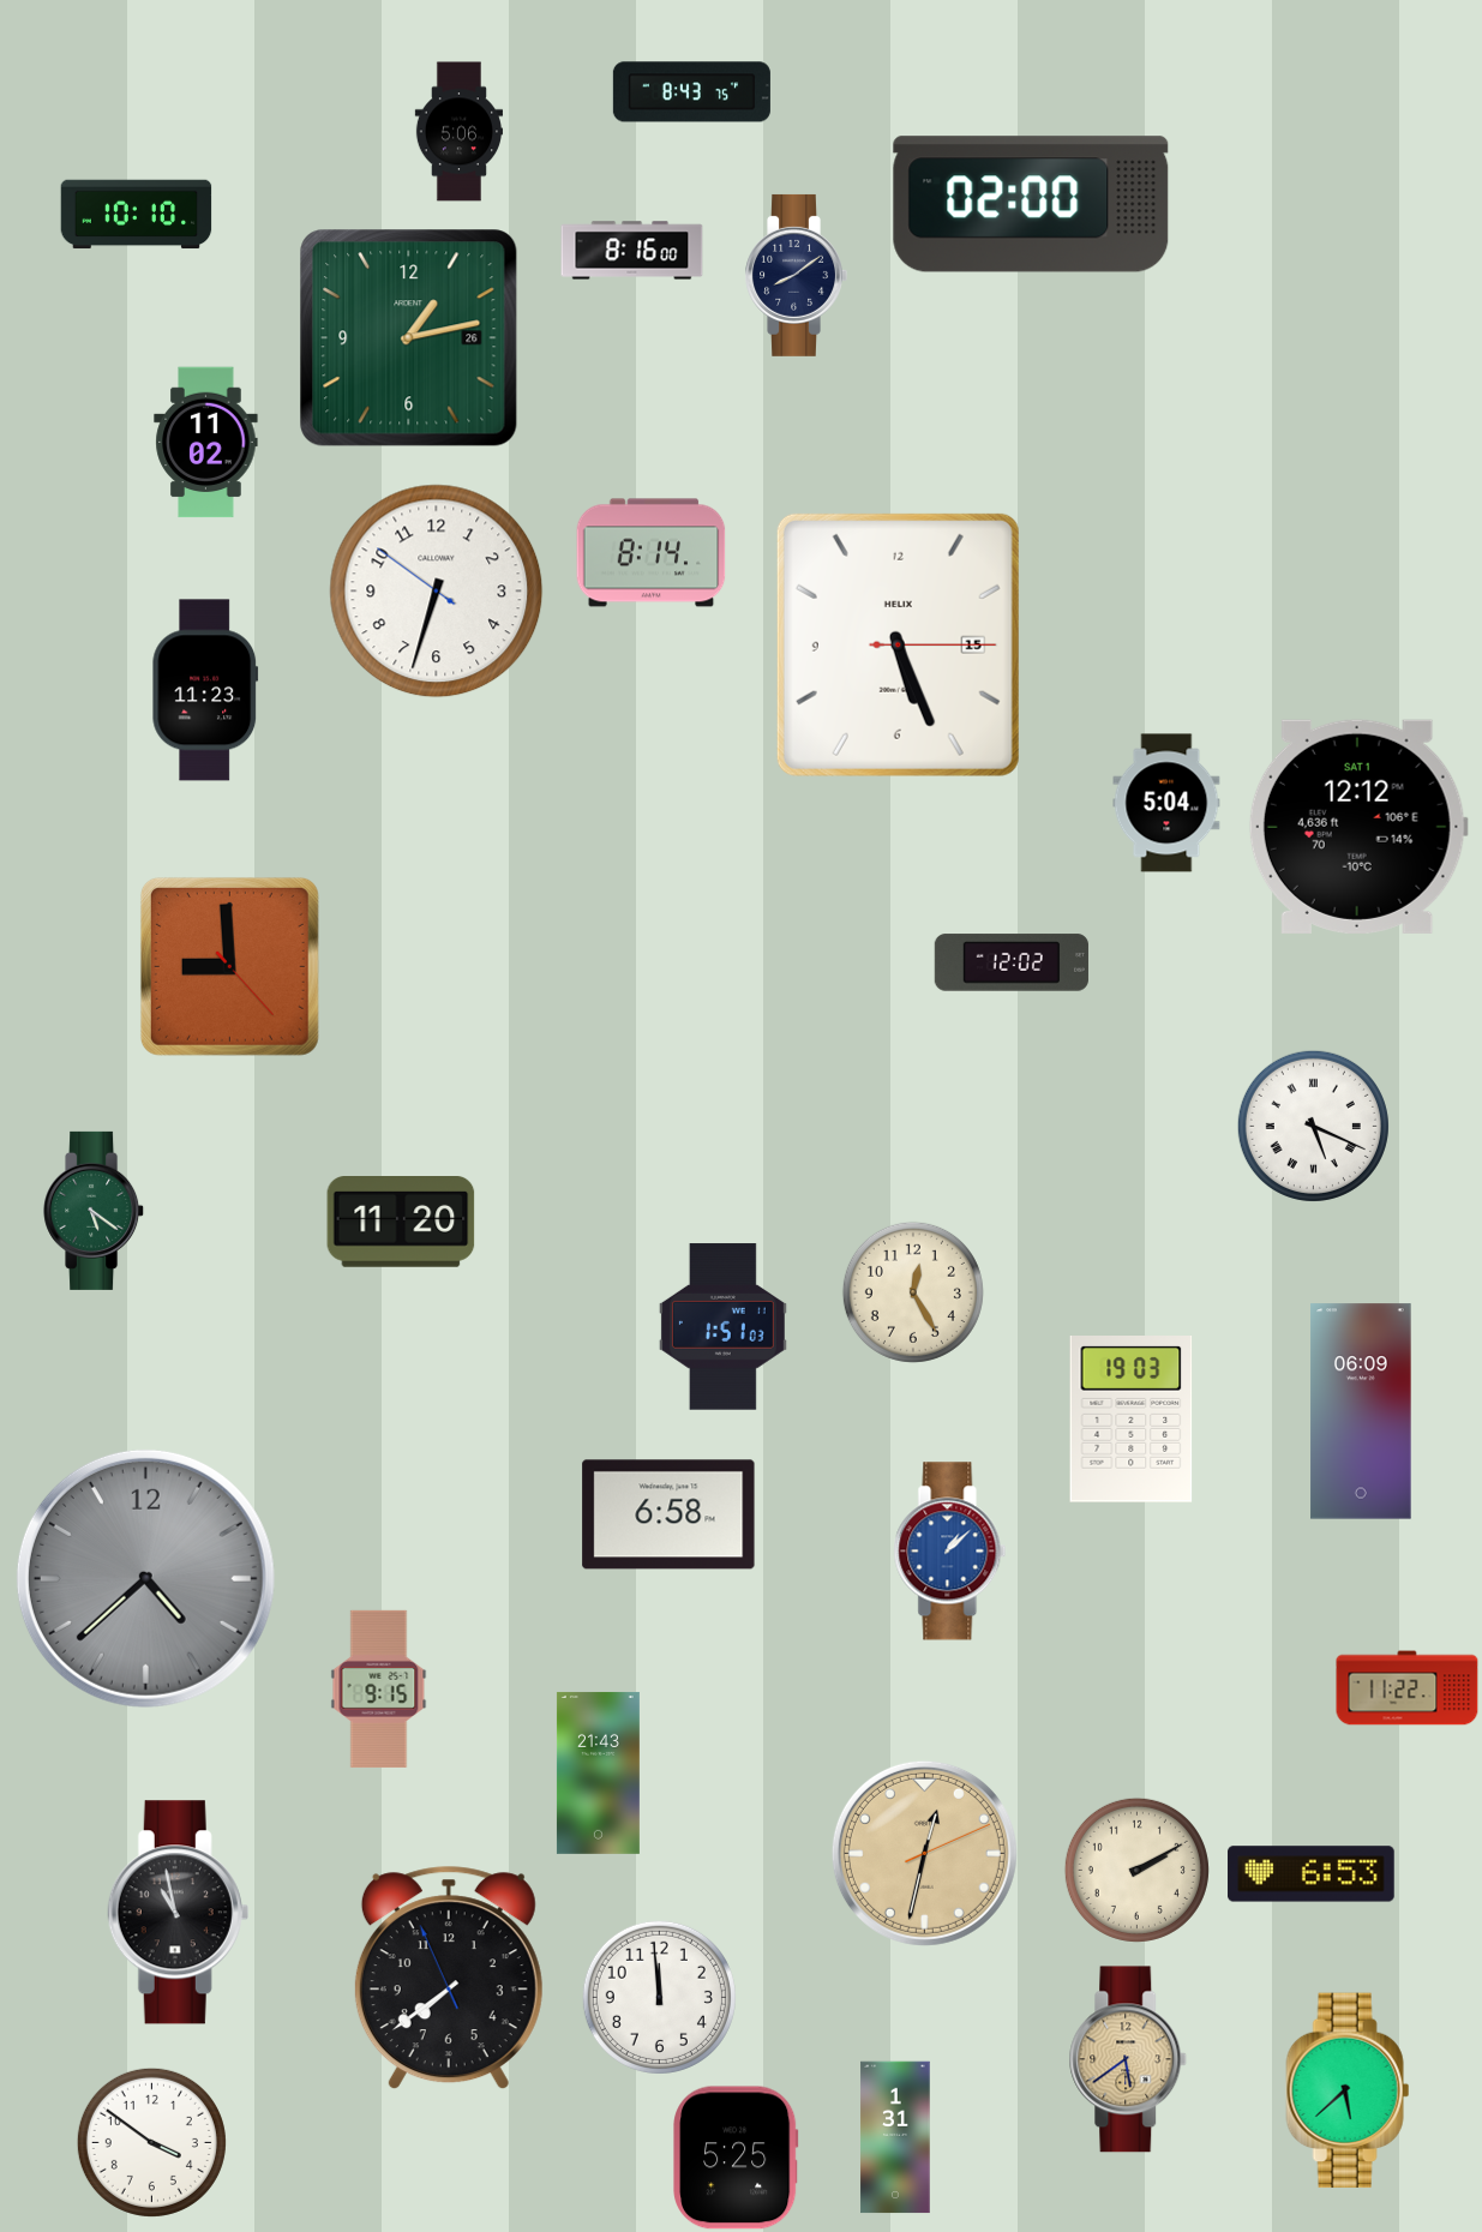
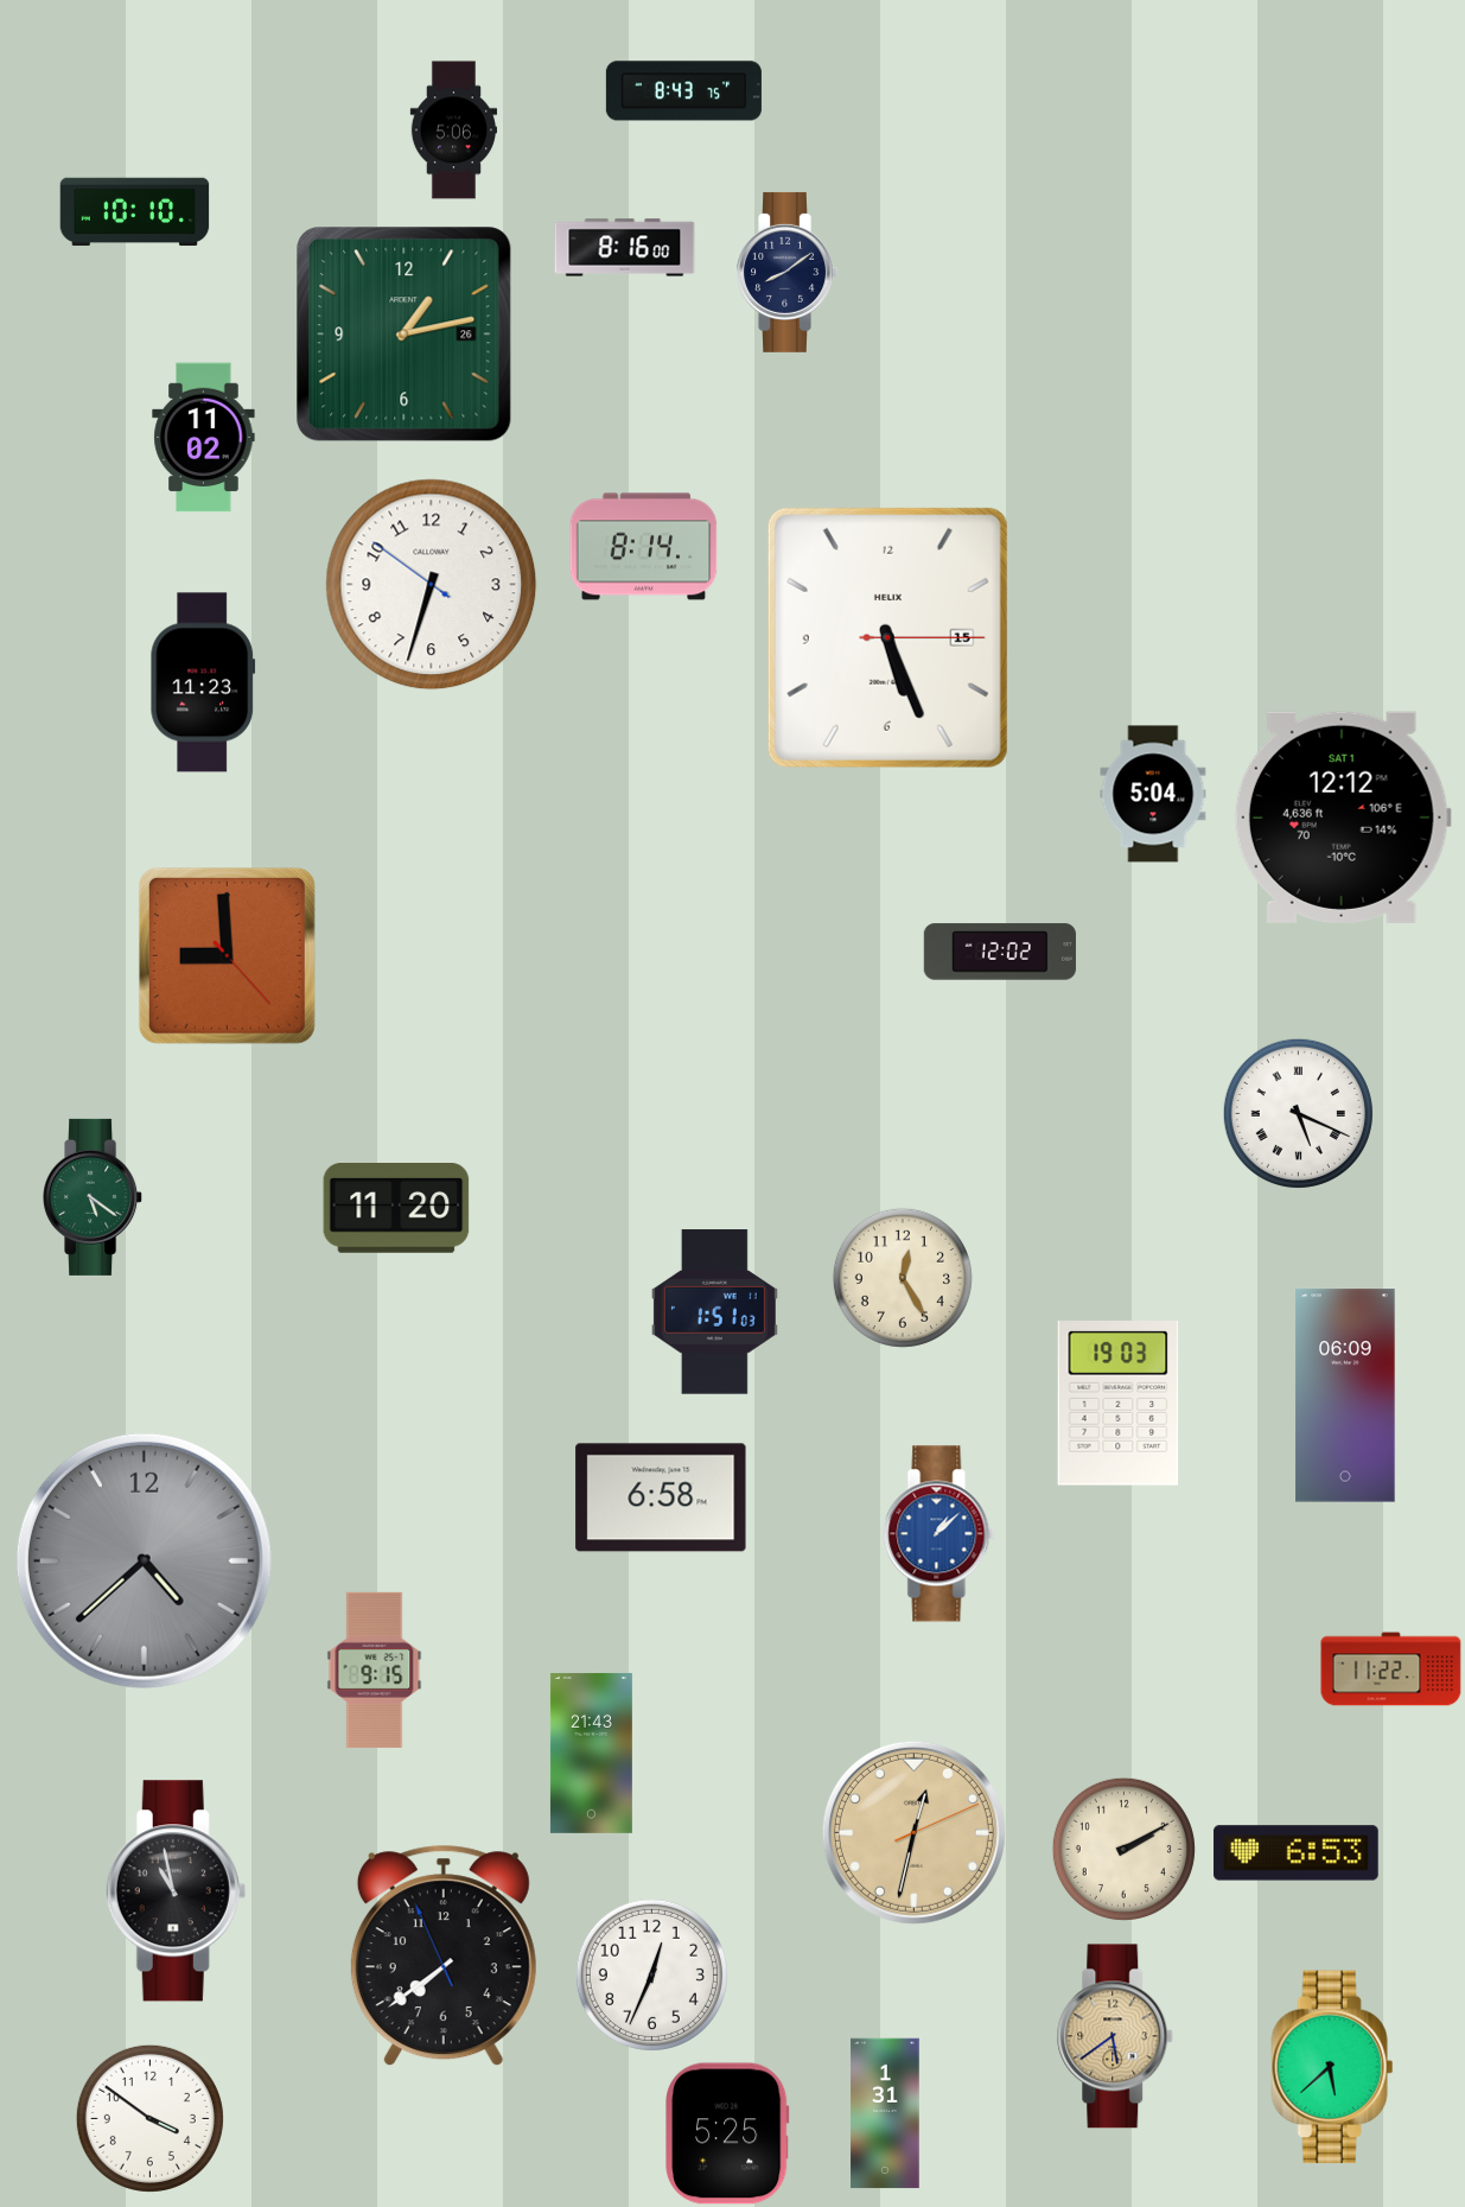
clock at (1031, 204): 02:00 -> none
clock at (659, 1997): 11:59 -> 12:34
